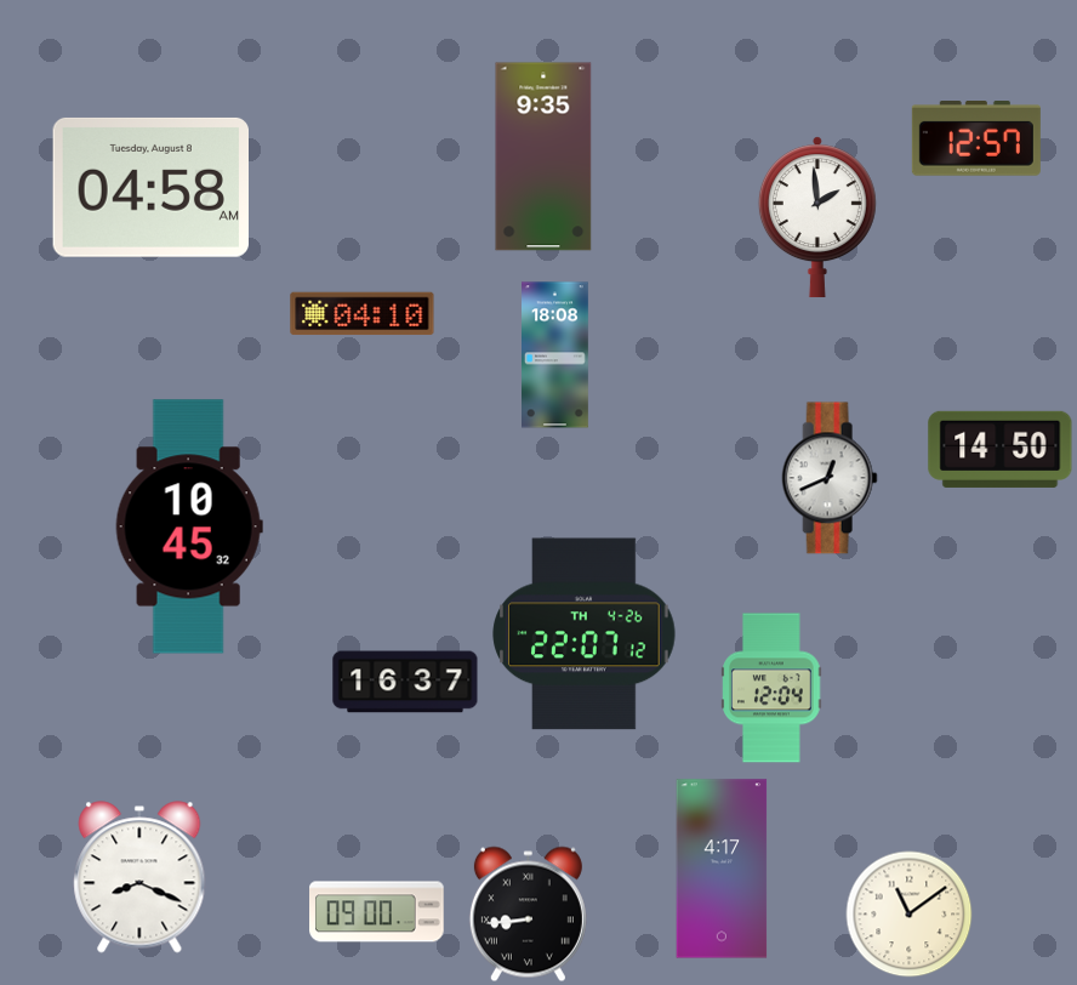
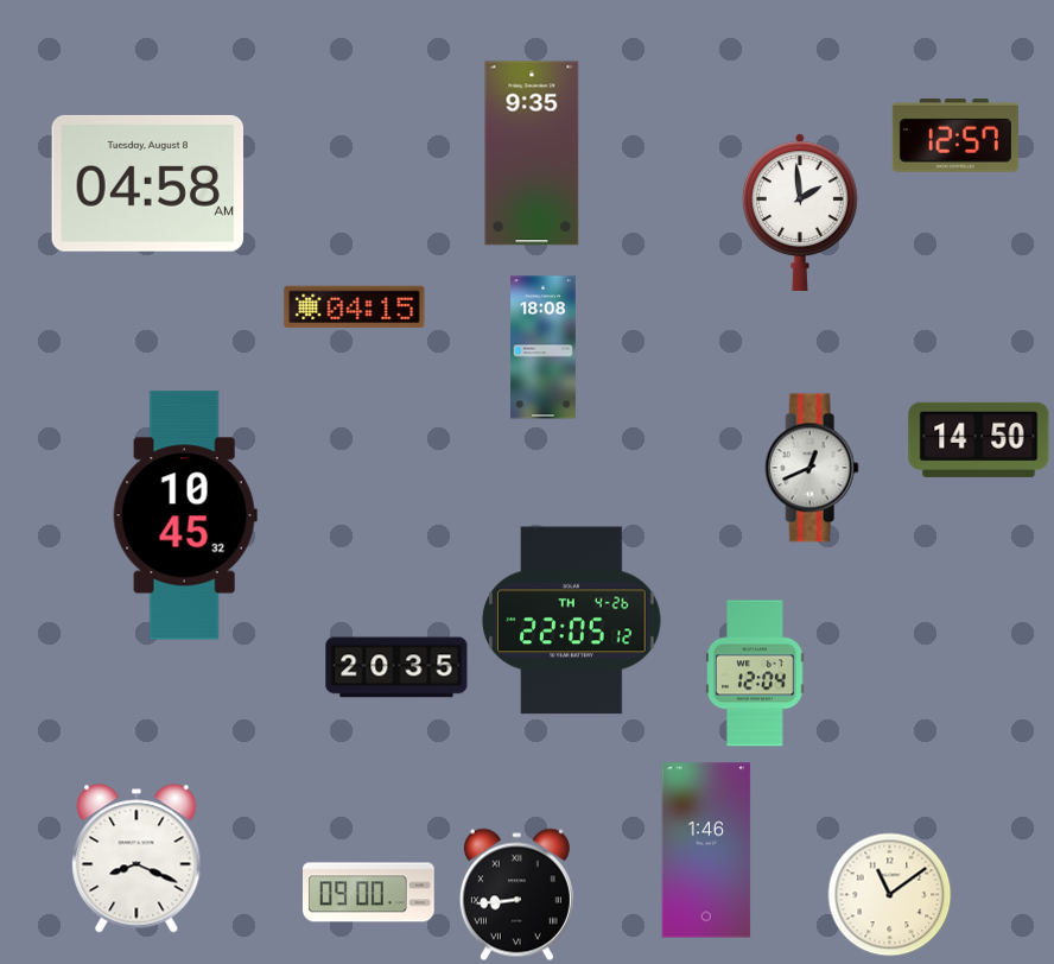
clock at (363, 314): 04:10 -> 04:15
clock at (585, 634): 22:07 -> 22:05
clock at (405, 682): 16:37 -> 20:35
clock at (722, 869): 4:17 -> 1:46
